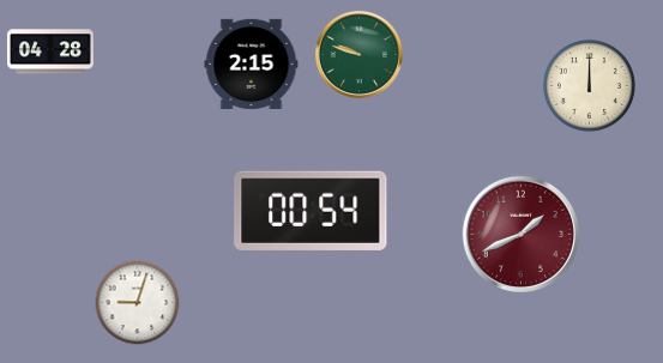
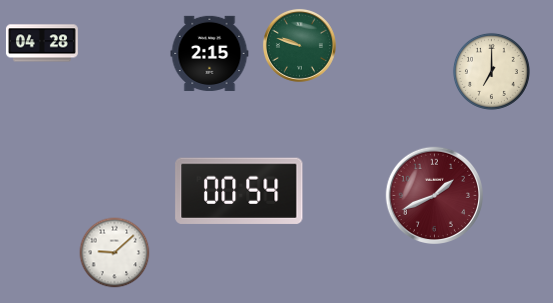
clock at (589, 85): 12:00 -> 7:00
clock at (311, 211) position: (311, 211) -> (239, 191)
clock at (138, 303): 9:03 -> 9:08
